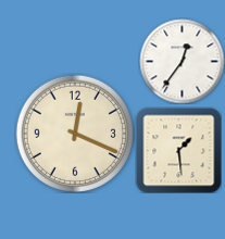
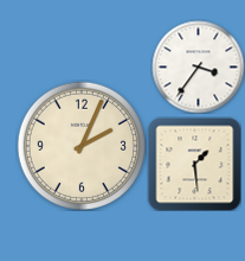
clock at (182, 61): 12:36 -> 3:36
clock at (74, 133): 12:19 -> 2:04
